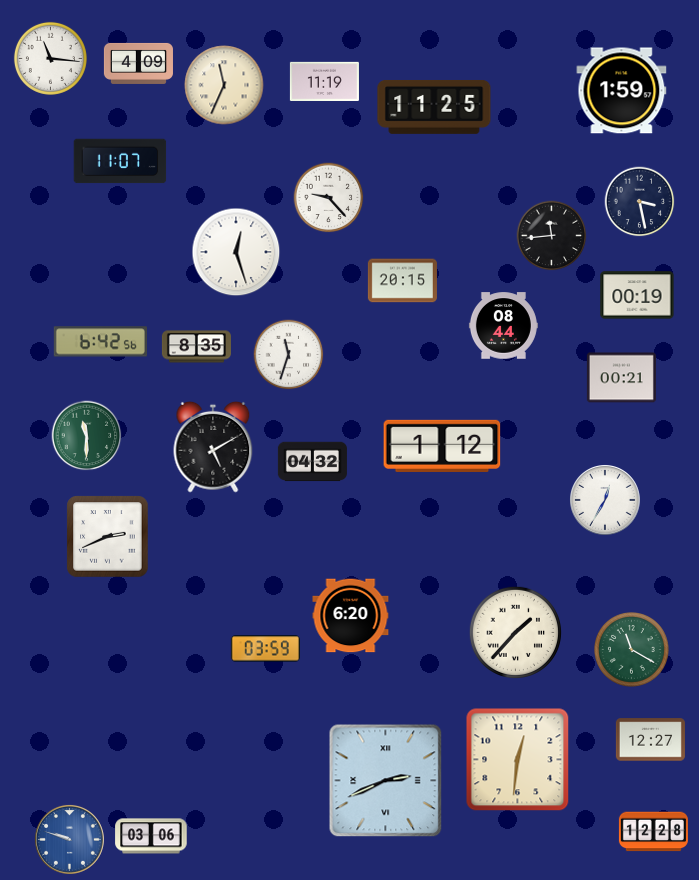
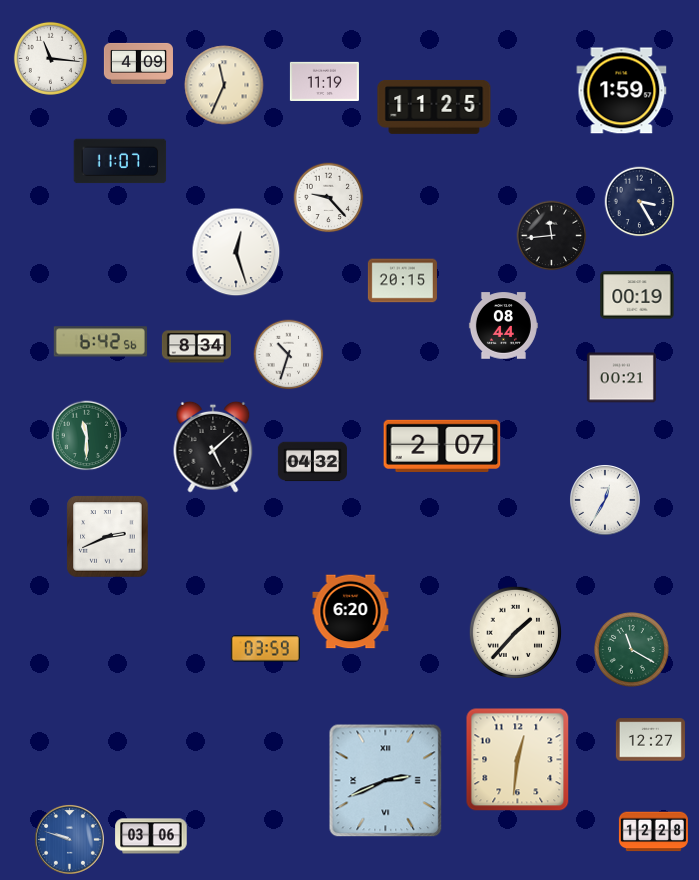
clock at (640, 202): 3:28 -> 3:25
clock at (196, 347): 8:35 -> 8:34
clock at (289, 355): 11:33 -> 10:33
clock at (442, 446): 1:12 -> 2:07
clock at (213, 447): 5:10 -> 5:08
clock at (351, 616) position: (351, 616) -> (351, 612)
